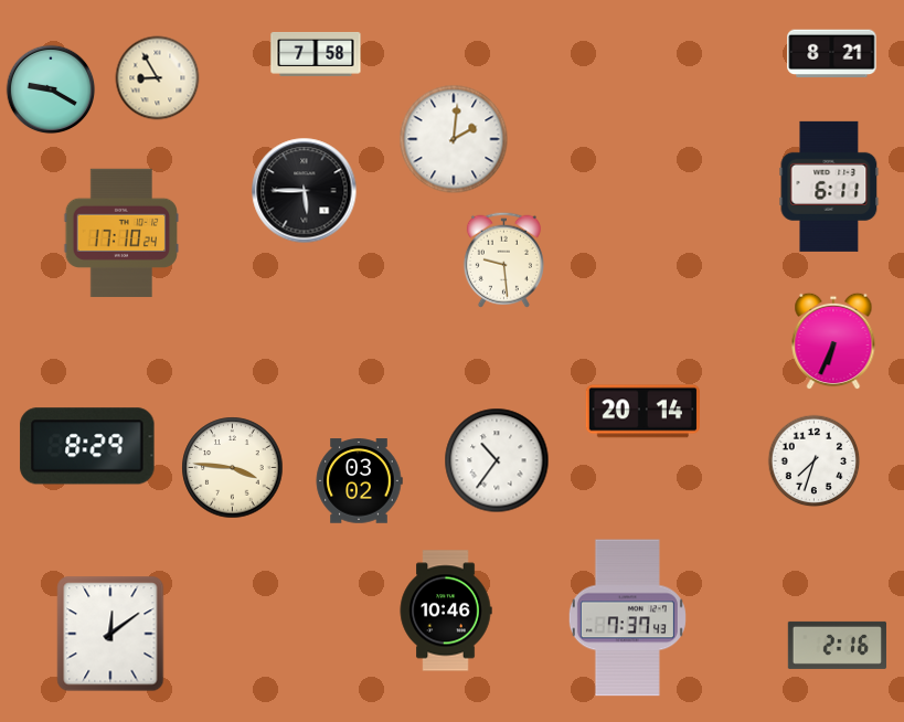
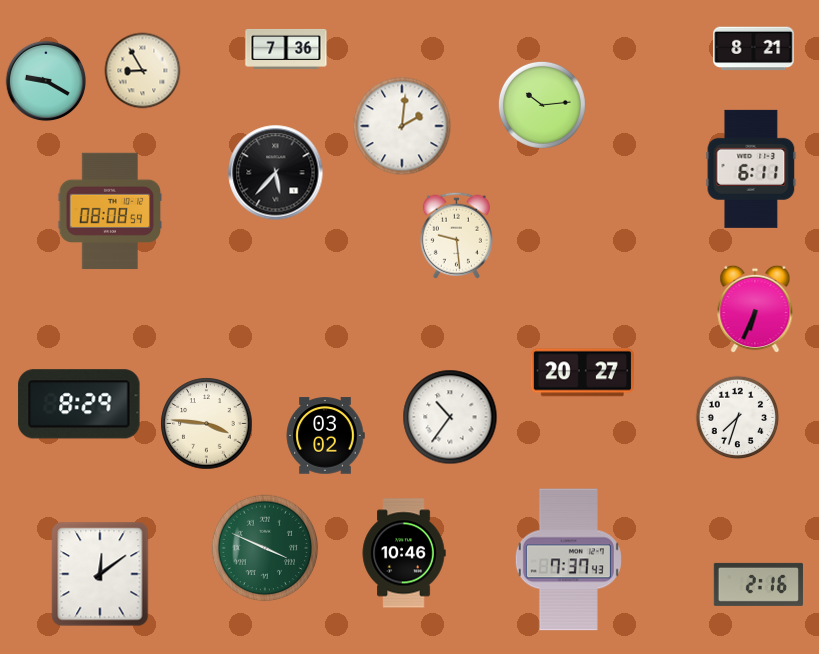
clock at (316, 54): 7:58 -> 7:36
clock at (542, 105): none -> 10:14
clock at (454, 139) position: (454, 139) -> (402, 126)
clock at (305, 191): 5:45 -> 5:37
clock at (121, 233): 17:10 -> 08:08
clock at (642, 412): 20:14 -> 20:27
clock at (233, 468) position: (233, 468) -> (207, 424)
clock at (265, 548): none -> 3:49
